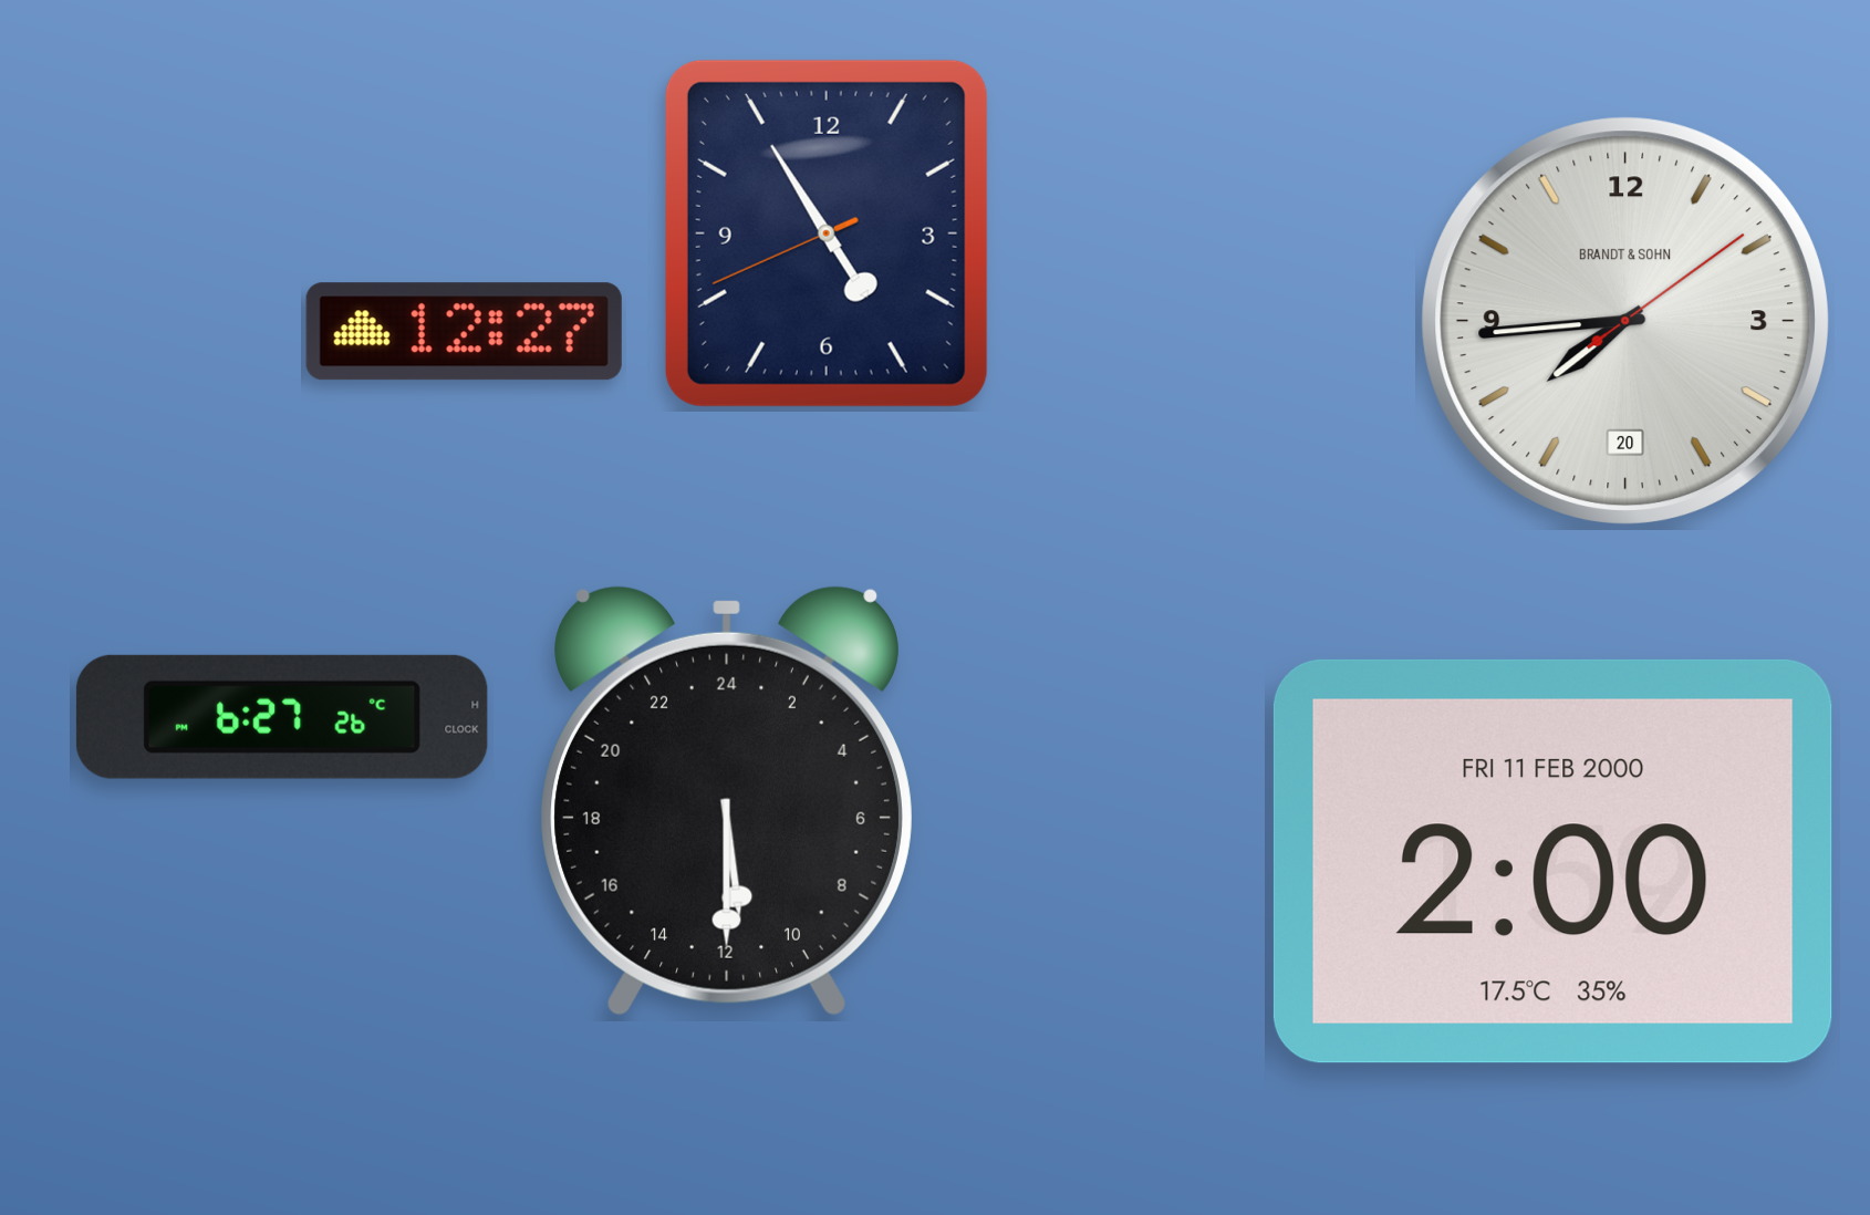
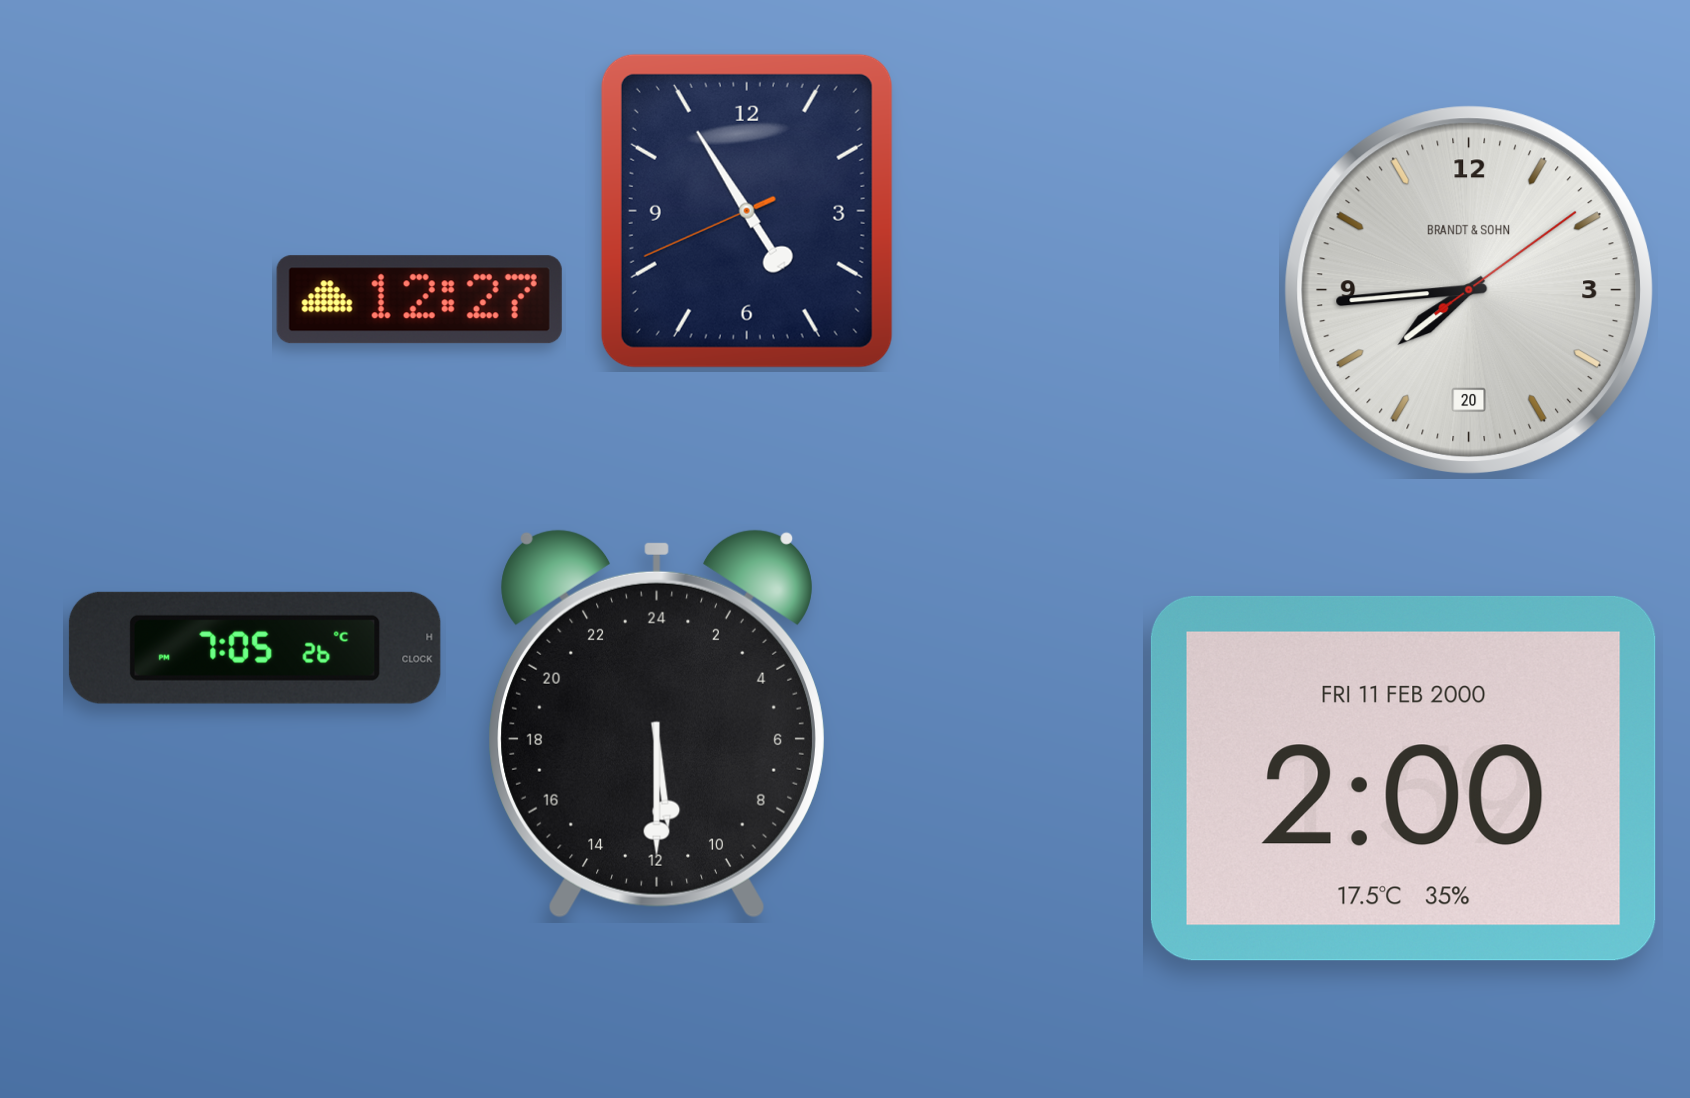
clock at (282, 717): 6:27 -> 7:05
